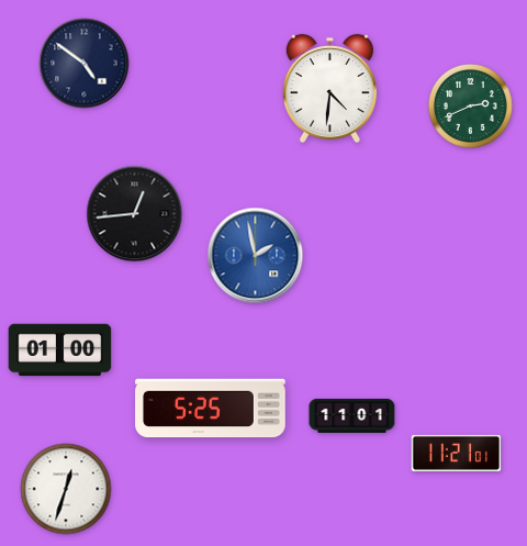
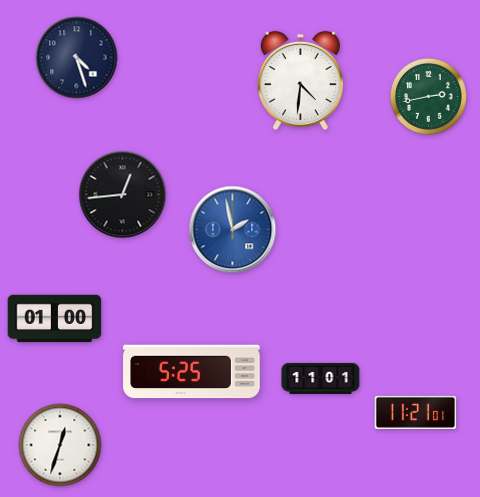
clock at (85, 64): 4:51 -> 4:27
clock at (470, 105): 2:41 -> 2:43
clock at (256, 256) position: (256, 256) -> (233, 230)
